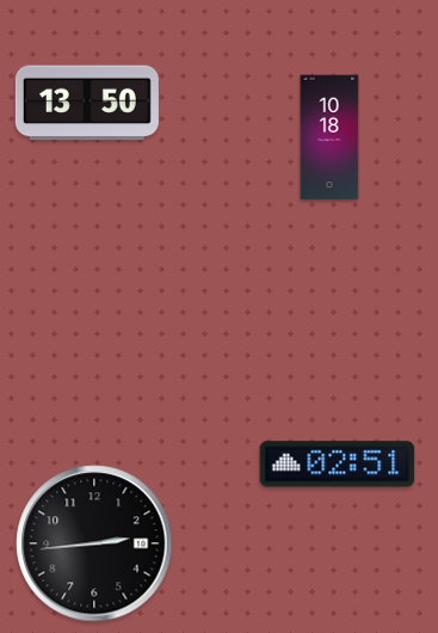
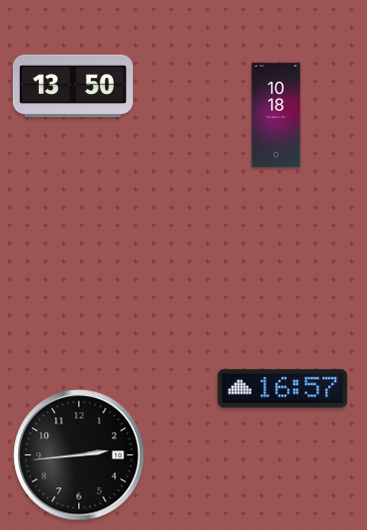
clock at (338, 465): 02:51 -> 16:57
